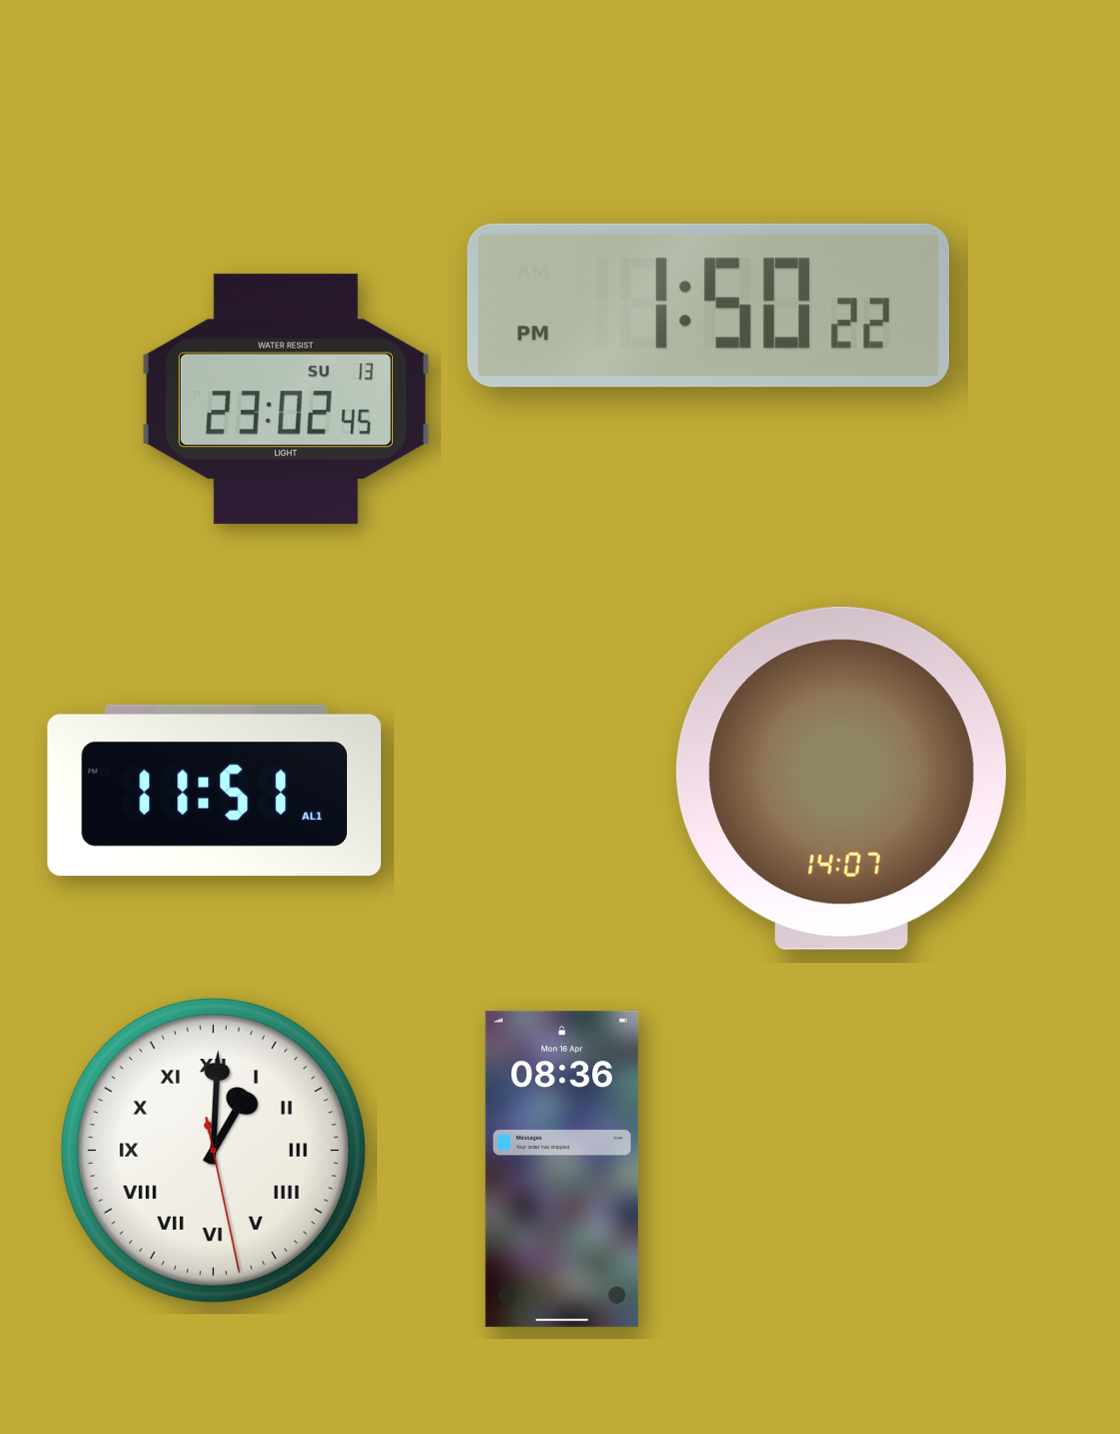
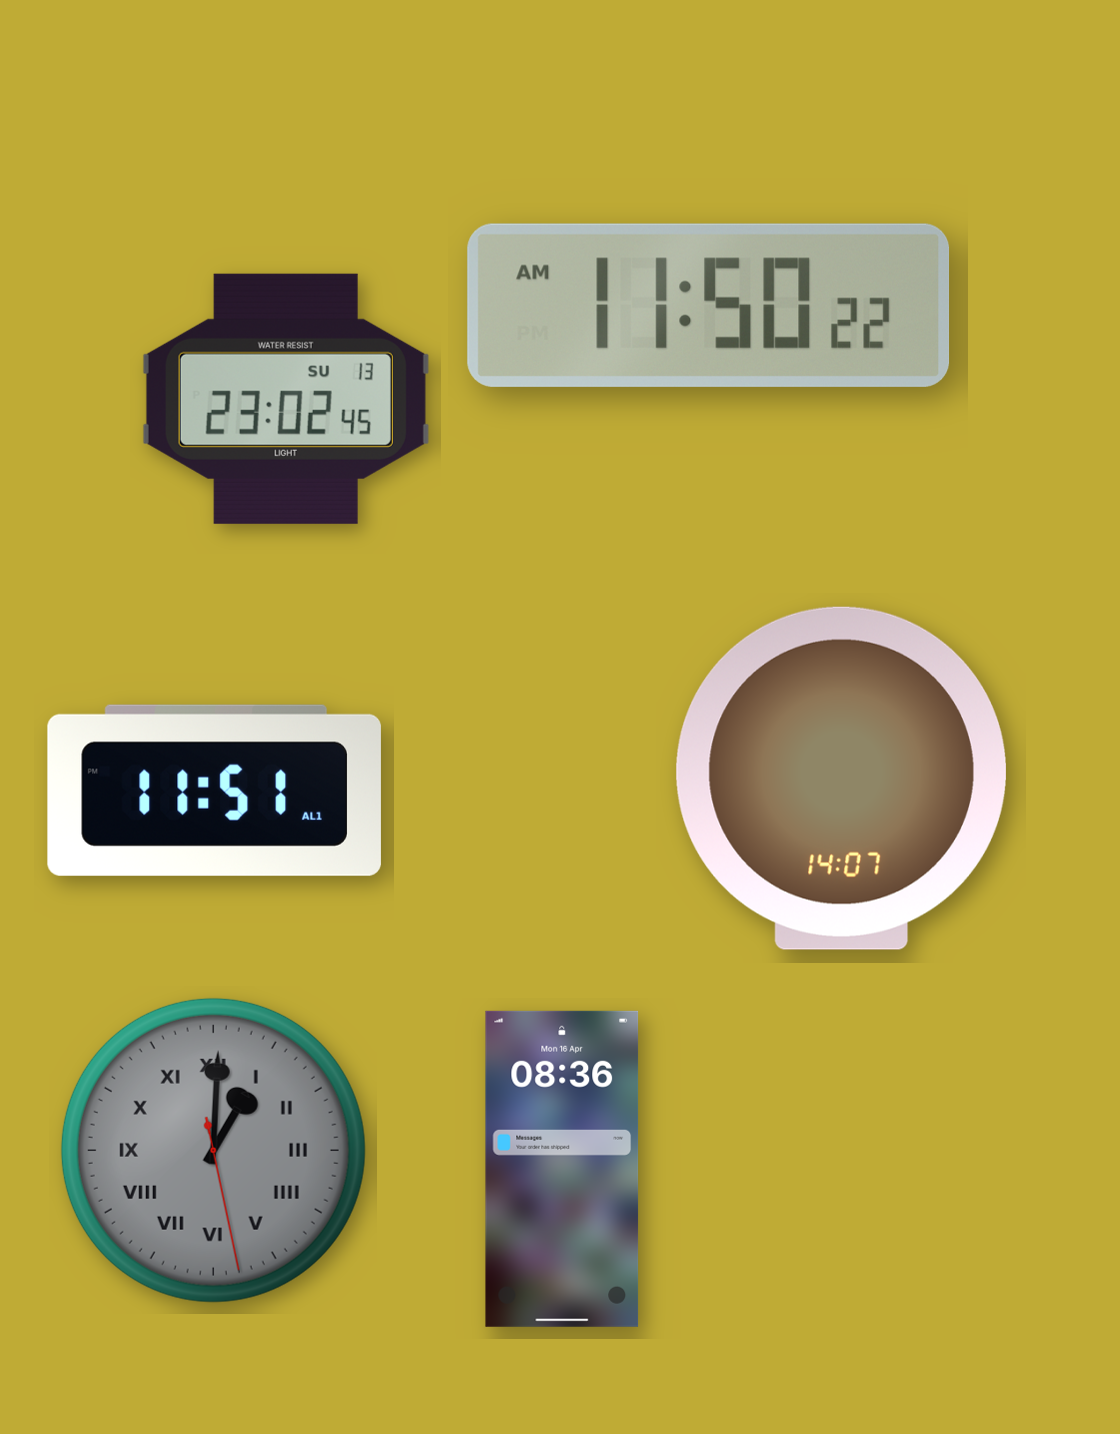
clock at (709, 305): 1:50 -> 11:50
clock at (213, 1150) dial: white -> grey
